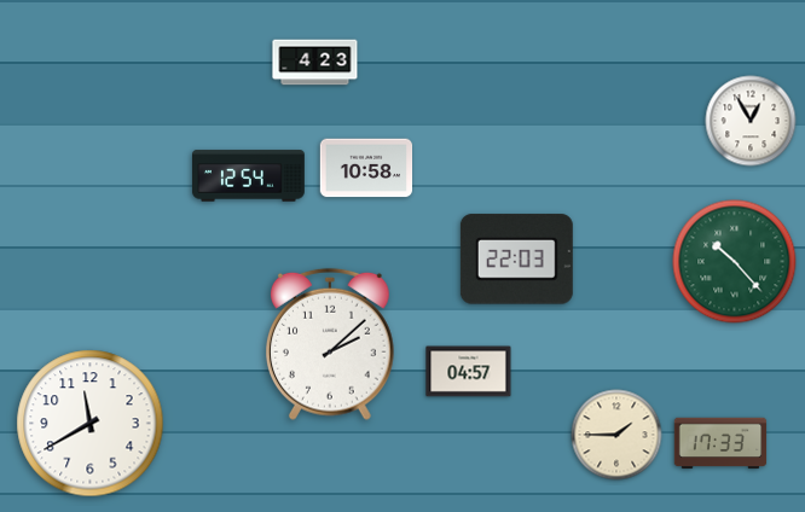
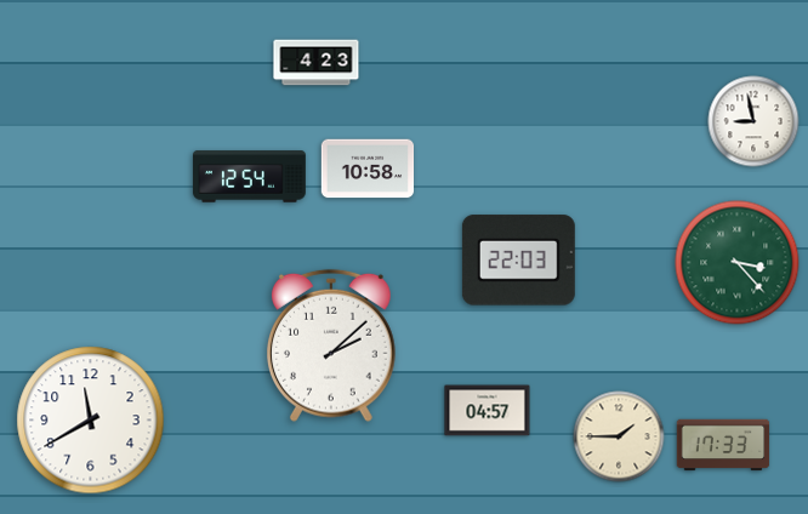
clock at (751, 121): 12:55 -> 8:58
clock at (735, 262): 10:23 -> 3:23
clock at (469, 372) position: (469, 372) -> (488, 411)
clock at (91, 424) position: (91, 424) -> (91, 421)
